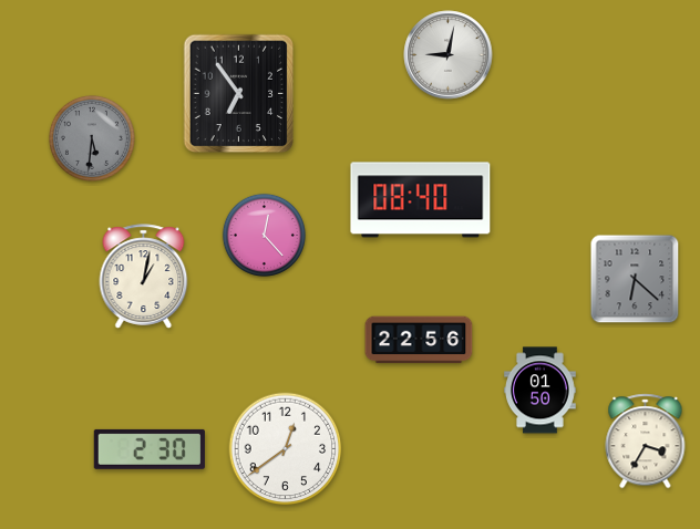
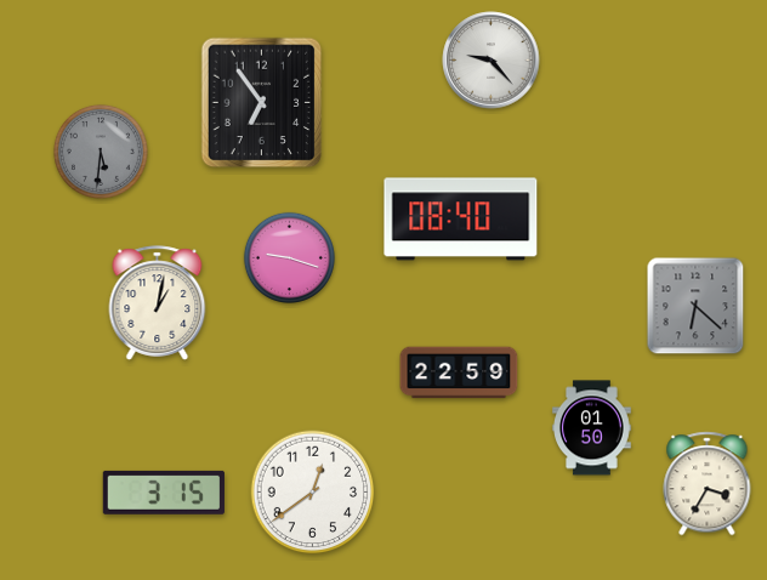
clock at (449, 55): 9:02 -> 9:23
clock at (264, 235): 12:23 -> 9:18
clock at (419, 340): 22:56 -> 22:59
clock at (150, 449): 2:30 -> 3:15
